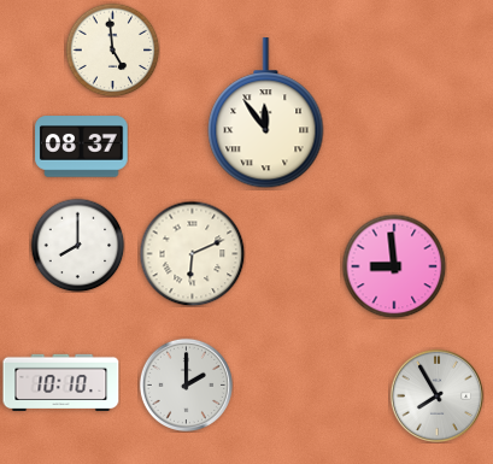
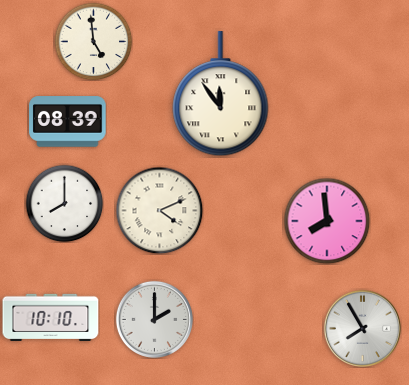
clock at (82, 147): 08:37 -> 08:39
clock at (192, 253): 6:11 -> 4:11
clock at (394, 266): 8:59 -> 7:59
